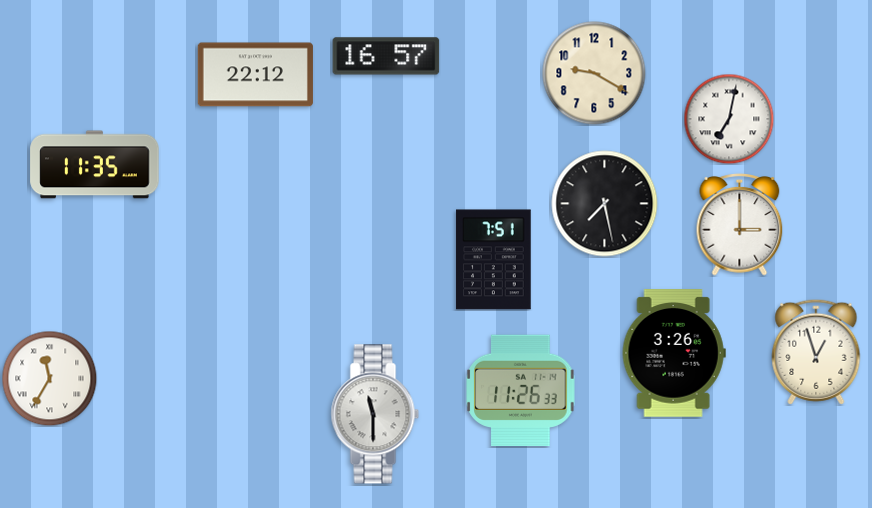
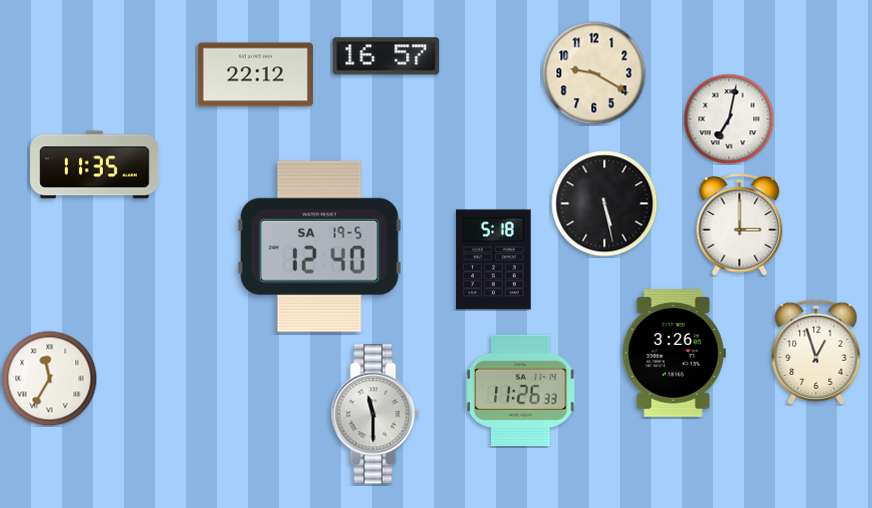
clock at (605, 204): 7:28 -> 5:28
clock at (319, 246): none -> 12:40
clock at (494, 260): 7:51 -> 5:18
